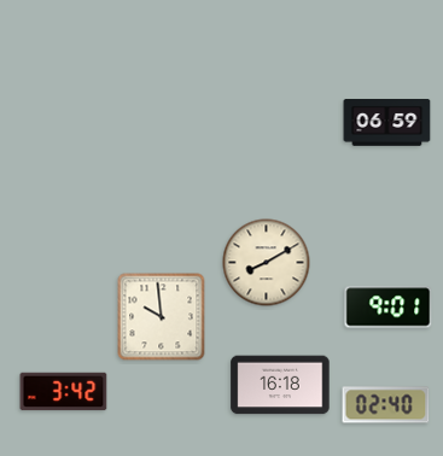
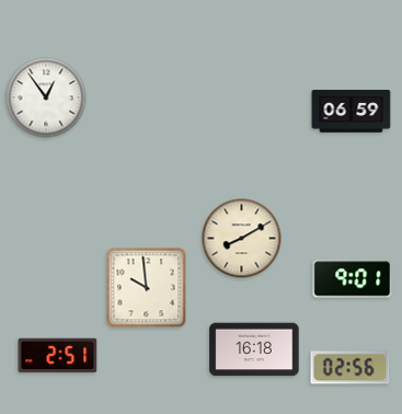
clock at (46, 97): none -> 12:54
clock at (64, 392): 3:42 -> 2:51
clock at (386, 405): 02:40 -> 02:56
